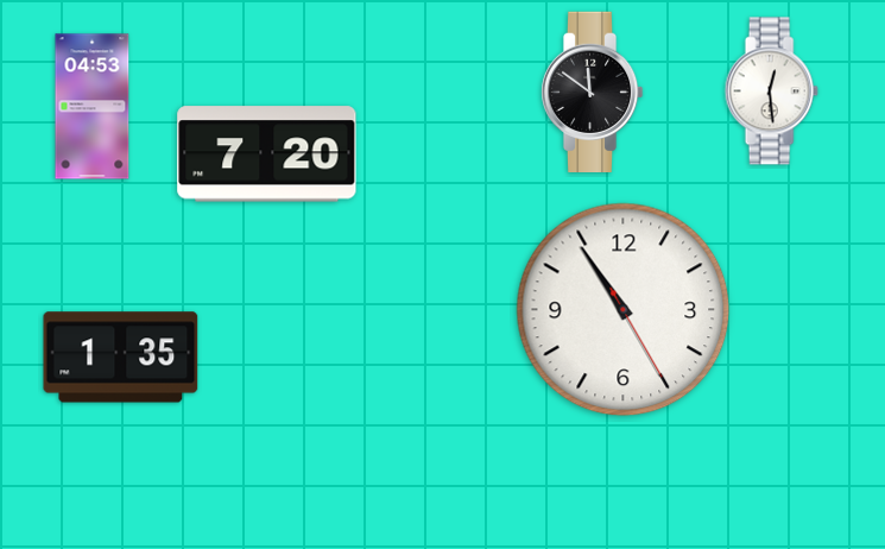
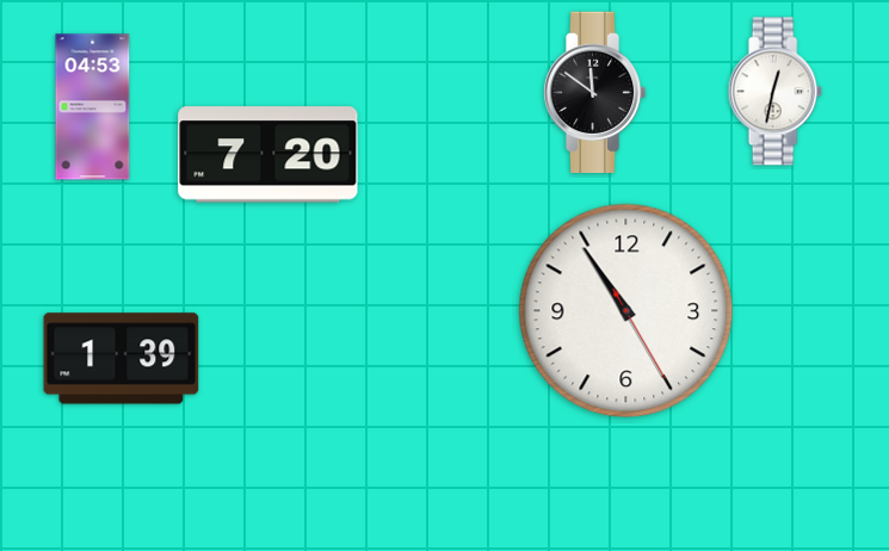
clock at (771, 91): 12:29 -> 12:32
clock at (121, 358): 1:35 -> 1:39
